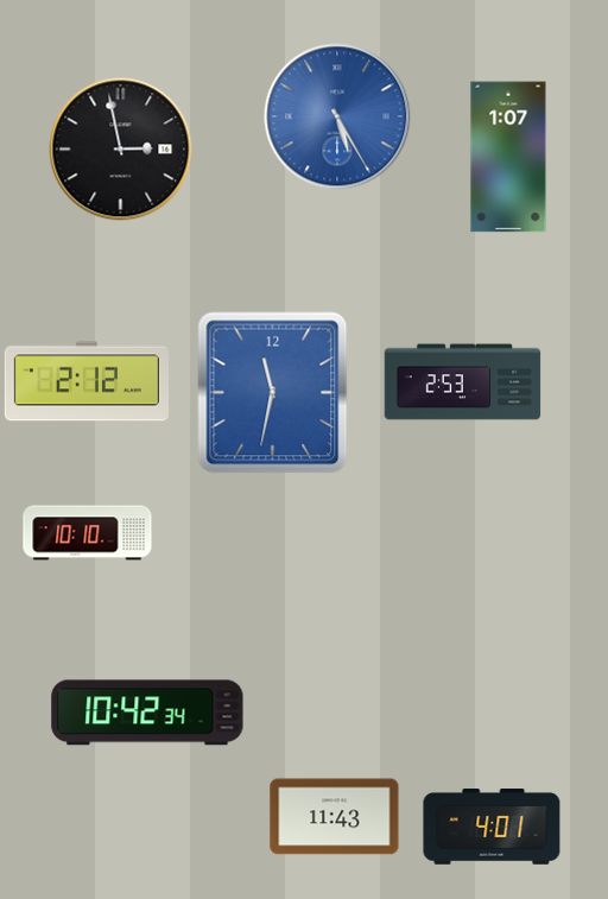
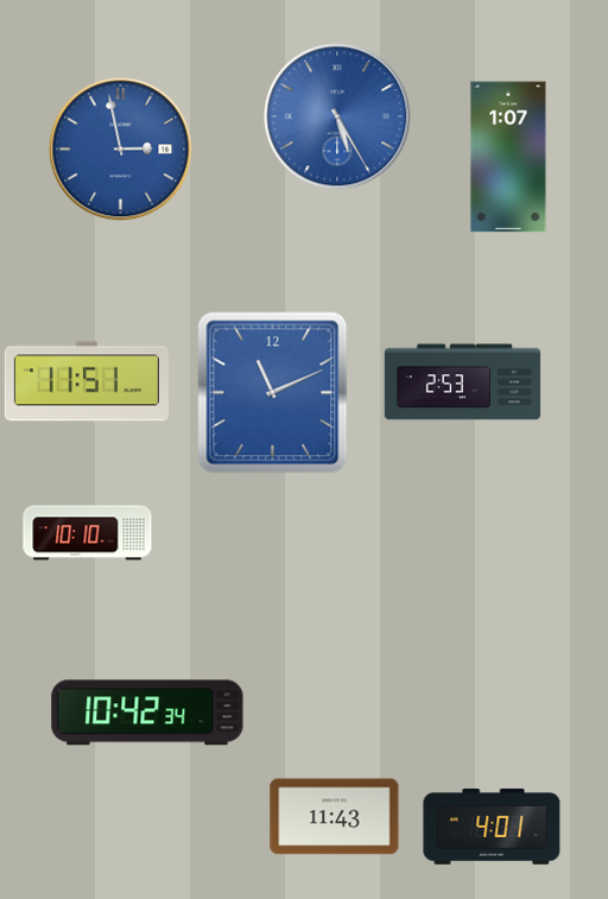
clock at (121, 150) dial: black -> blue
clock at (87, 381): 2:12 -> 11:51
clock at (273, 393): 11:32 -> 11:11
